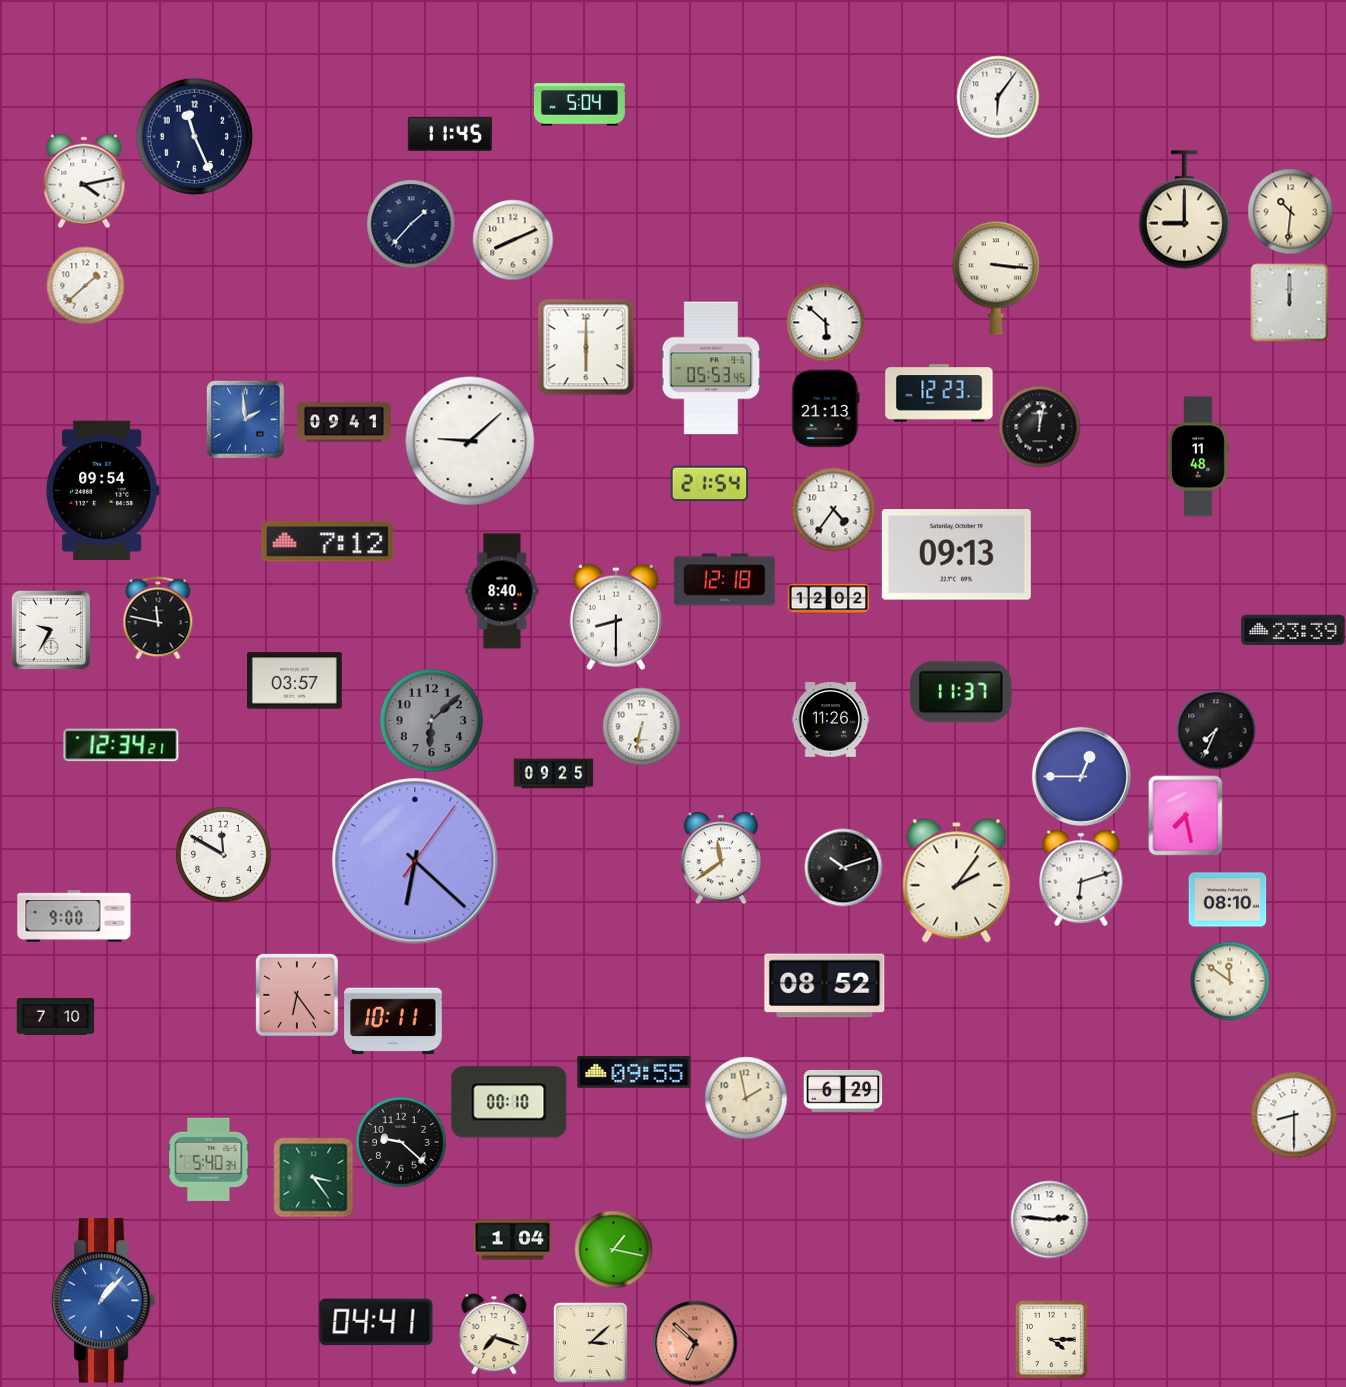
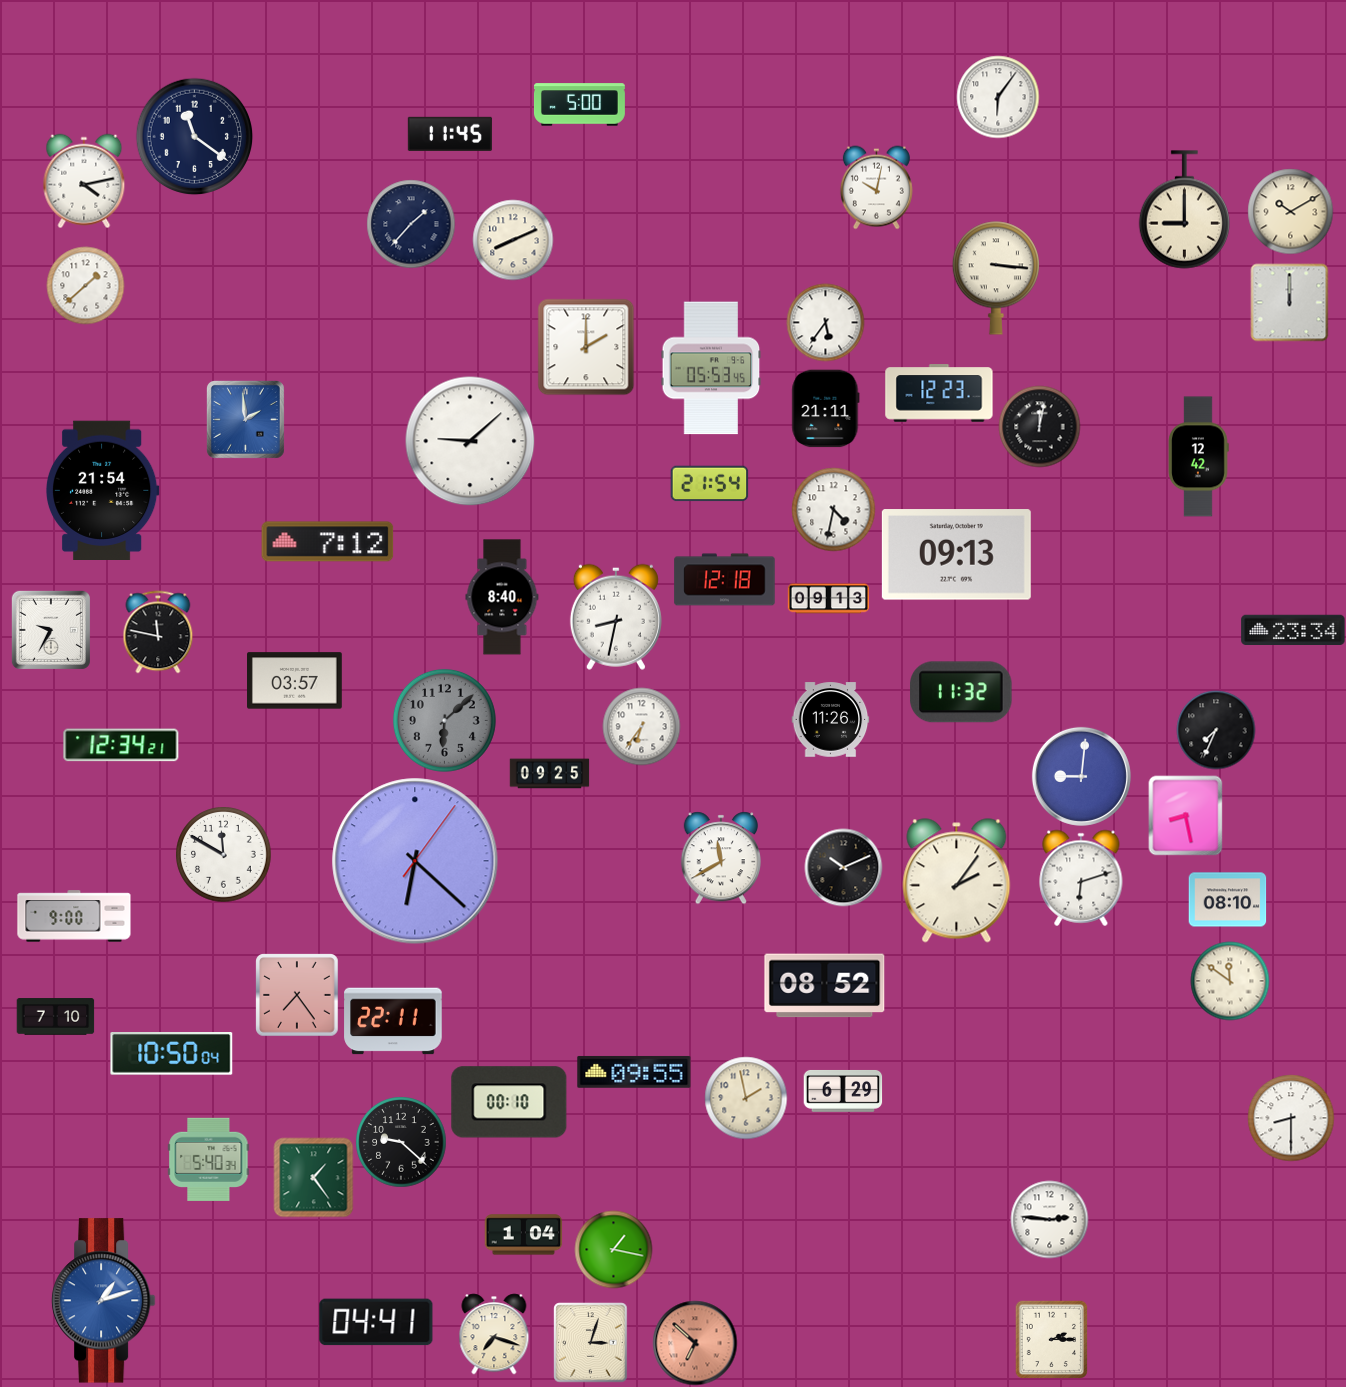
clock at (579, 105): 5:04 -> 5:00
clock at (194, 136): 11:26 -> 11:21
clock at (876, 187): none -> 10:02
clock at (1290, 211): 10:31 -> 10:10
clock at (825, 322): 5:52 -> 5:36
clock at (586, 347): 6:00 -> 2:00
clock at (826, 408): 21:13 -> 21:11
clock at (345, 422): 09:41 -> none
clock at (1198, 457): 11:48 -> 12:42
clock at (102, 490): 09:54 -> 21:54
clock at (833, 509): 4:36 -> 4:32
clock at (502, 591) position: (502, 591) -> (502, 597)
clock at (828, 599): 12:02 -> 09:13
clock at (616, 617): 8:30 -> 8:32
clock at (158, 618) position: (158, 618) -> (158, 632)
clock at (1293, 630): 23:39 -> 23:34
clock at (961, 692): 11:37 -> 11:32
clock at (431, 720) position: (431, 720) -> (444, 720)
clock at (641, 726): 6:32 -> 6:36
clock at (553, 774) position: (553, 774) -> (549, 774)
clock at (1081, 776): 12:45 -> 9:01
clock at (1186, 815): 7:28 -> 8:28
clock at (720, 858): 11:39 -> 11:40
clock at (843, 867): 10:12 -> 10:11
clock at (297, 995): 6:24 -> 7:24
clock at (393, 1021): 10:11 -> 22:11
clock at (172, 1054): none -> 10:50
clock at (1294, 1115) position: (1294, 1115) -> (1291, 1118)
clock at (313, 1177): 3:24 -> 1:24
clock at (512, 1240) position: (512, 1240) -> (523, 1235)
clock at (103, 1301): 1:07 -> 1:12
clock at (1051, 1339): 4:15 -> 2:15
clock at (591, 1342): 3:08 -> 3:03
